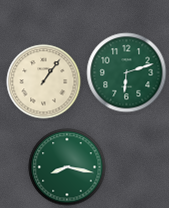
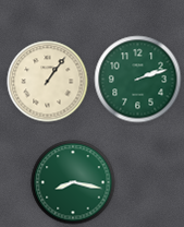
clock at (127, 73): 6:12 -> 2:12
clock at (44, 82) position: (44, 82) -> (48, 82)
